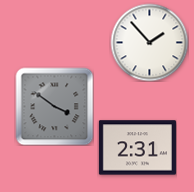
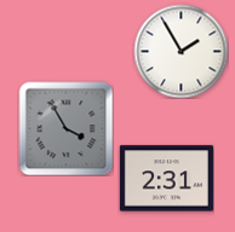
clock at (149, 42): 1:53 -> 1:55
clock at (54, 106): 3:51 -> 3:55
